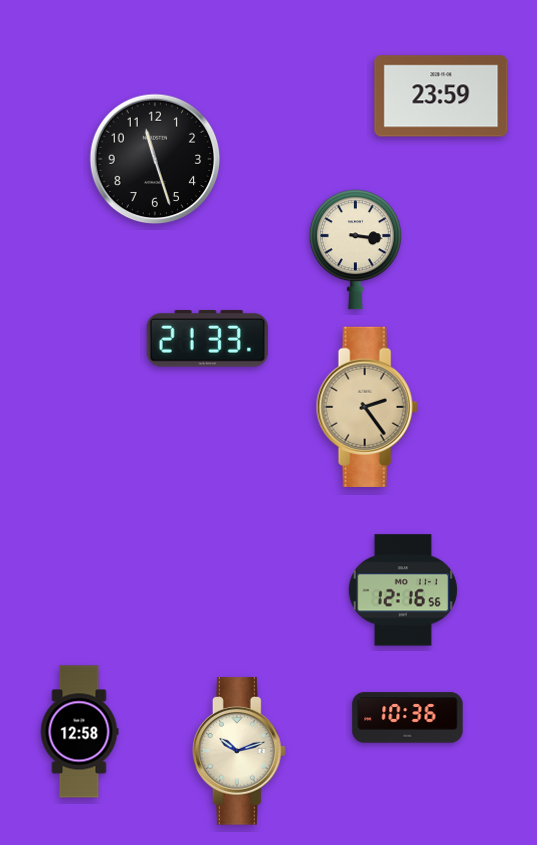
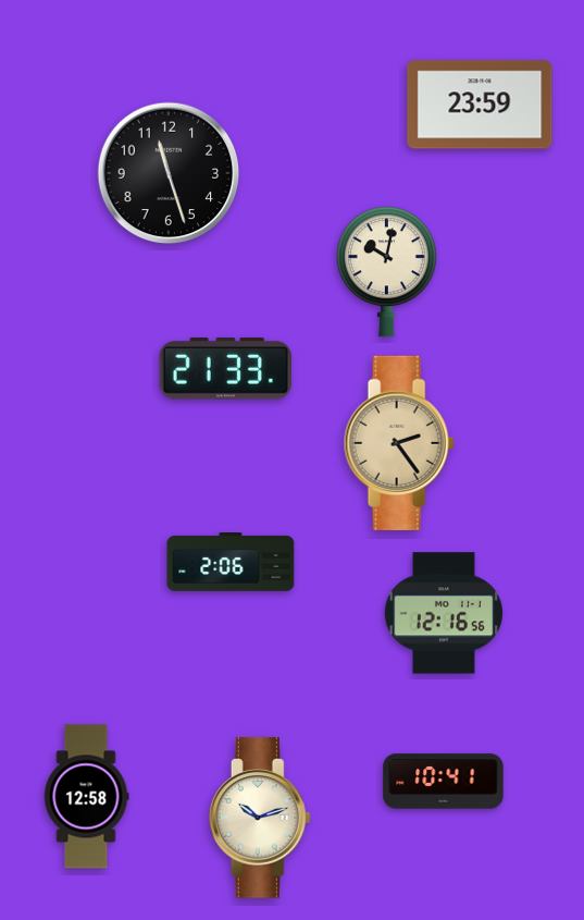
clock at (355, 250): 3:16 -> 10:02
clock at (231, 563): none -> 2:06
clock at (403, 590) position: (403, 590) -> (444, 613)
clock at (408, 718): 10:36 -> 10:41
